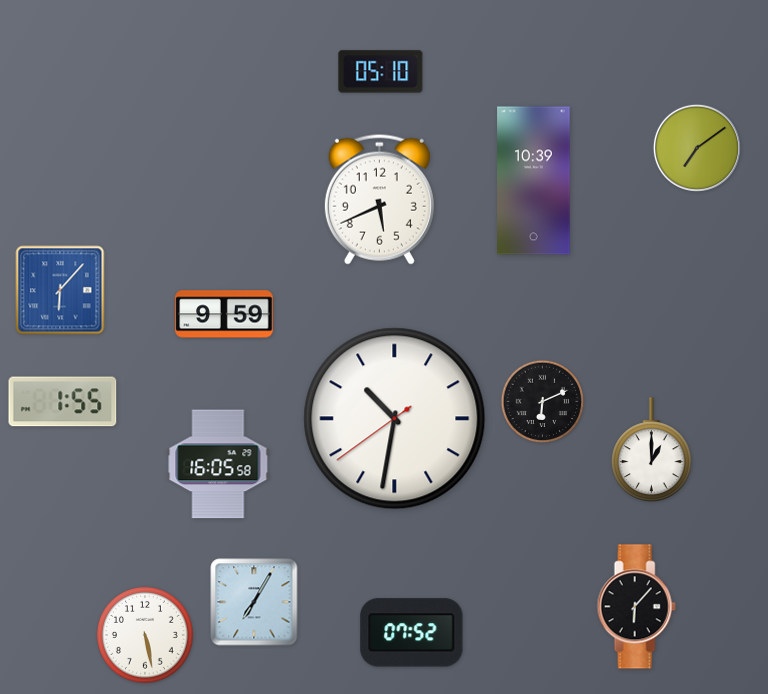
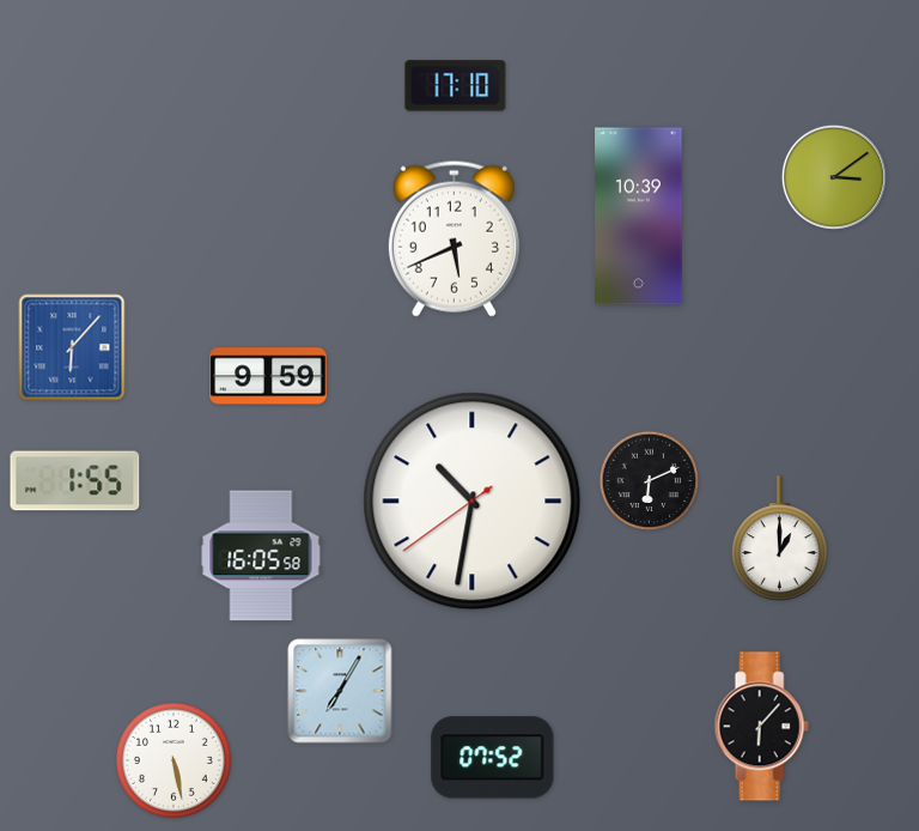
clock at (381, 72): 05:10 -> 17:10
clock at (697, 148): 7:09 -> 3:09
clock at (254, 602) position: (254, 602) -> (340, 691)
